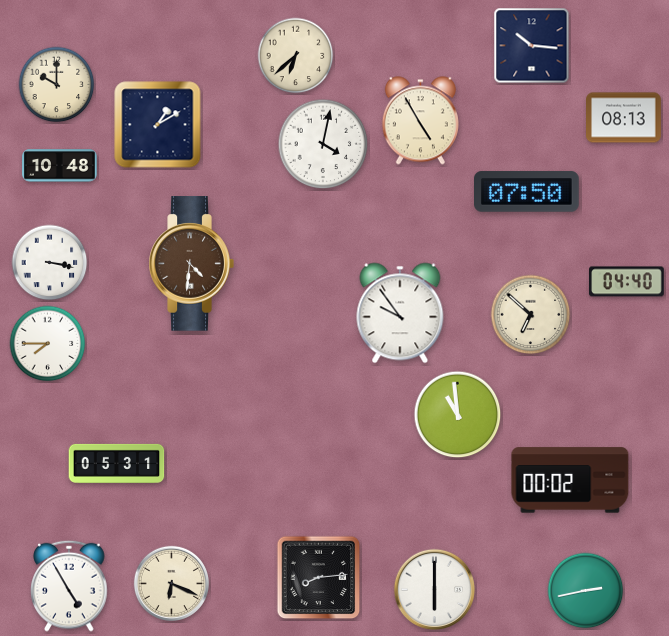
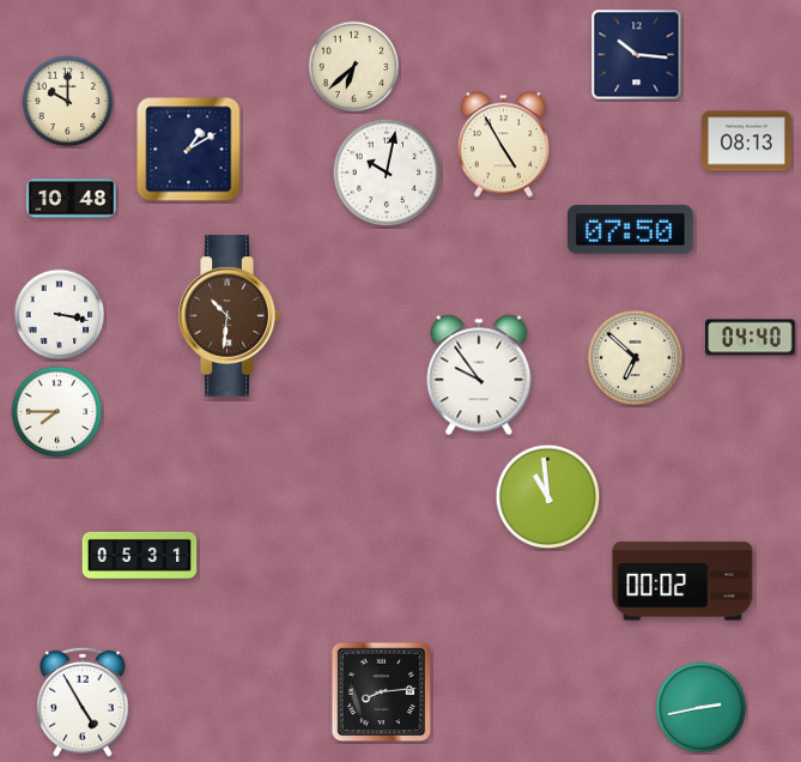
clock at (323, 144): 4:02 -> 10:02
clock at (191, 264): 4:31 -> 10:31
clock at (531, 315) position: (531, 315) -> (636, 358)
clock at (570, 480) position: (570, 480) -> (682, 581)
clock at (171, 583): 6:19 -> none
clock at (435, 590): 6:00 -> none
